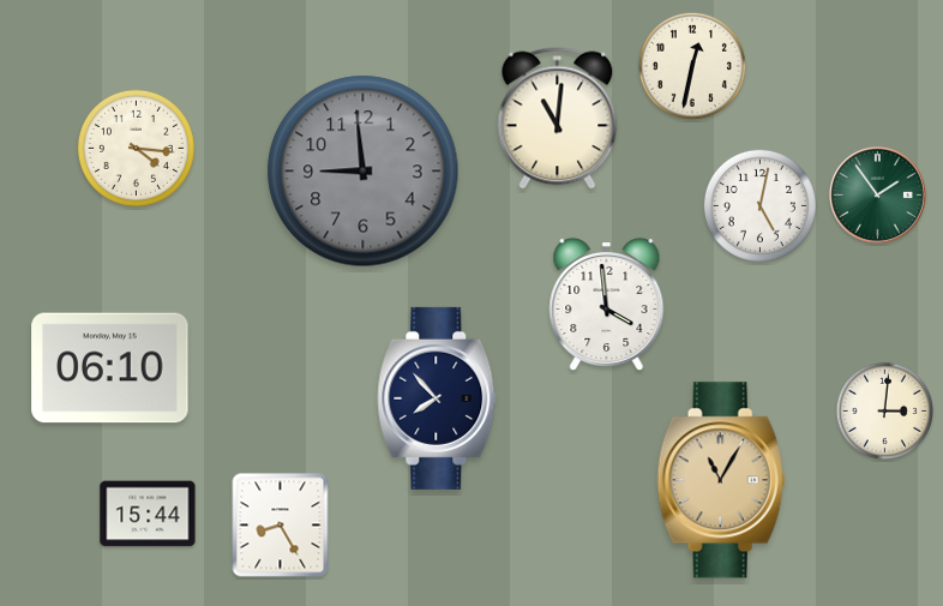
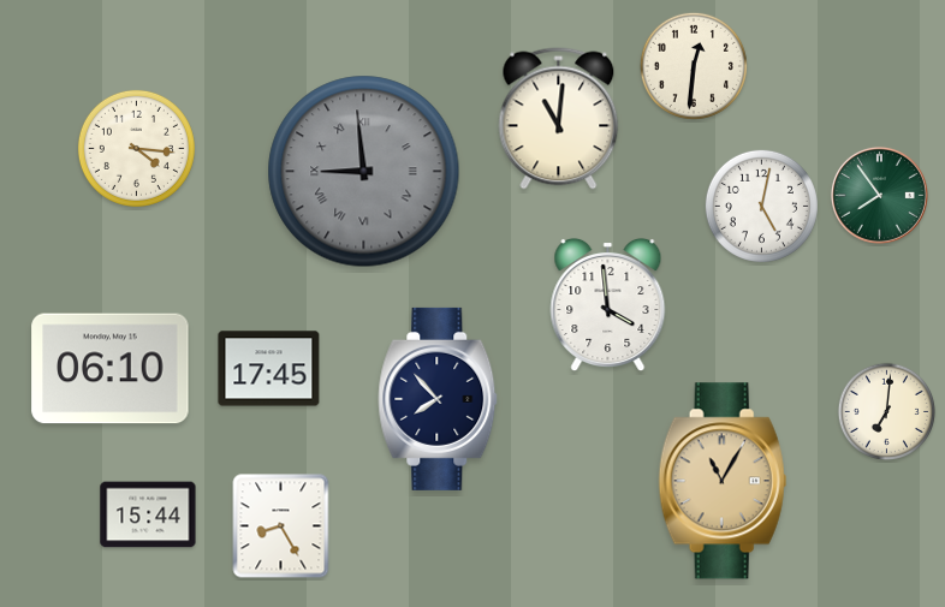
clock at (692, 66): 12:32 -> 12:31
clock at (364, 172) numerals: Arabic -> Roman
clock at (877, 194): 1:54 -> 7:54
clock at (269, 369): none -> 17:45
clock at (884, 410): 3:01 -> 7:01
